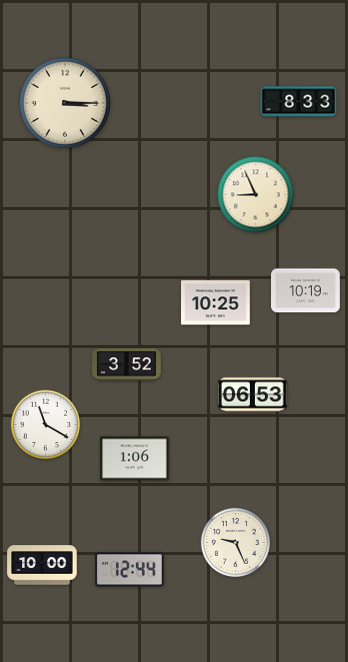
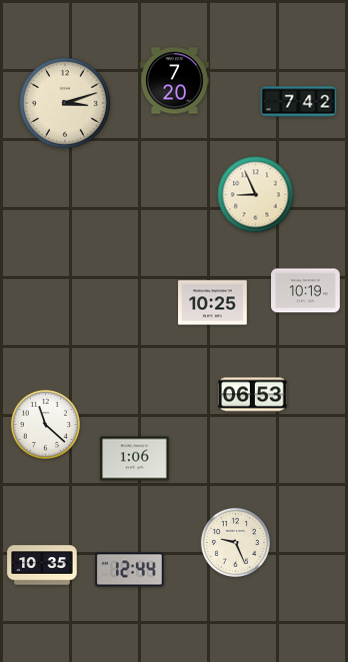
clock at (175, 81): none -> 7:20
clock at (299, 102): 8:33 -> 7:42
clock at (65, 103): 3:15 -> 3:12
clock at (216, 303) position: (216, 303) -> (213, 303)
clock at (127, 365): 3:52 -> none
clock at (45, 424): 11:20 -> 11:22
clock at (42, 565): 10:00 -> 10:35
